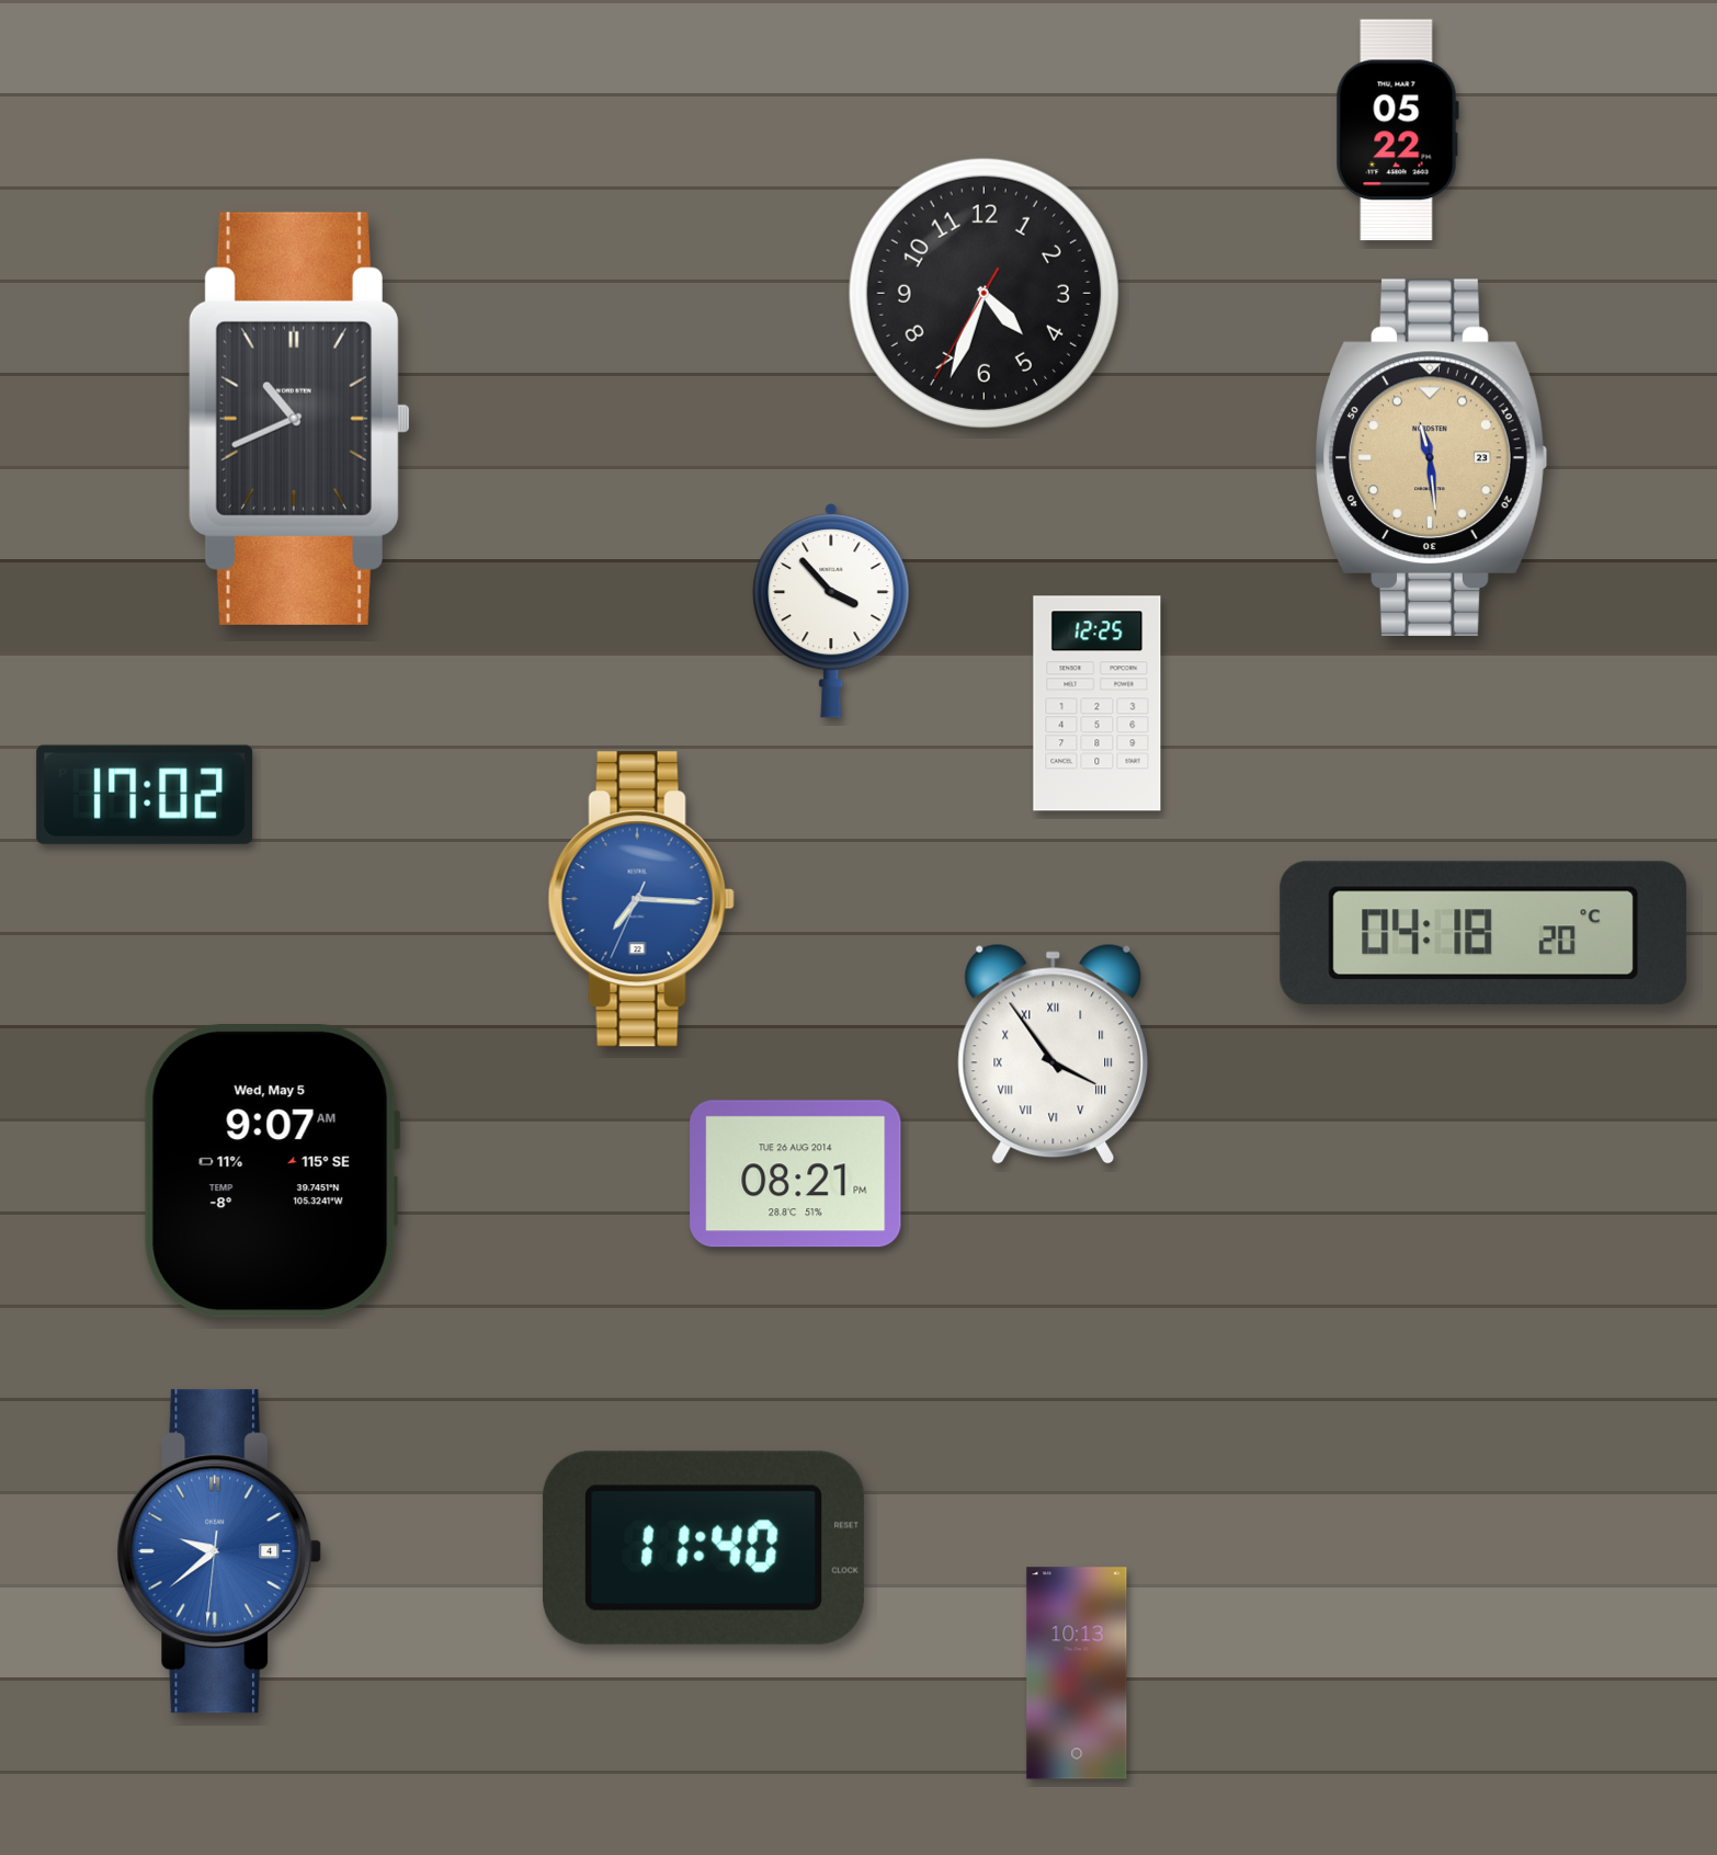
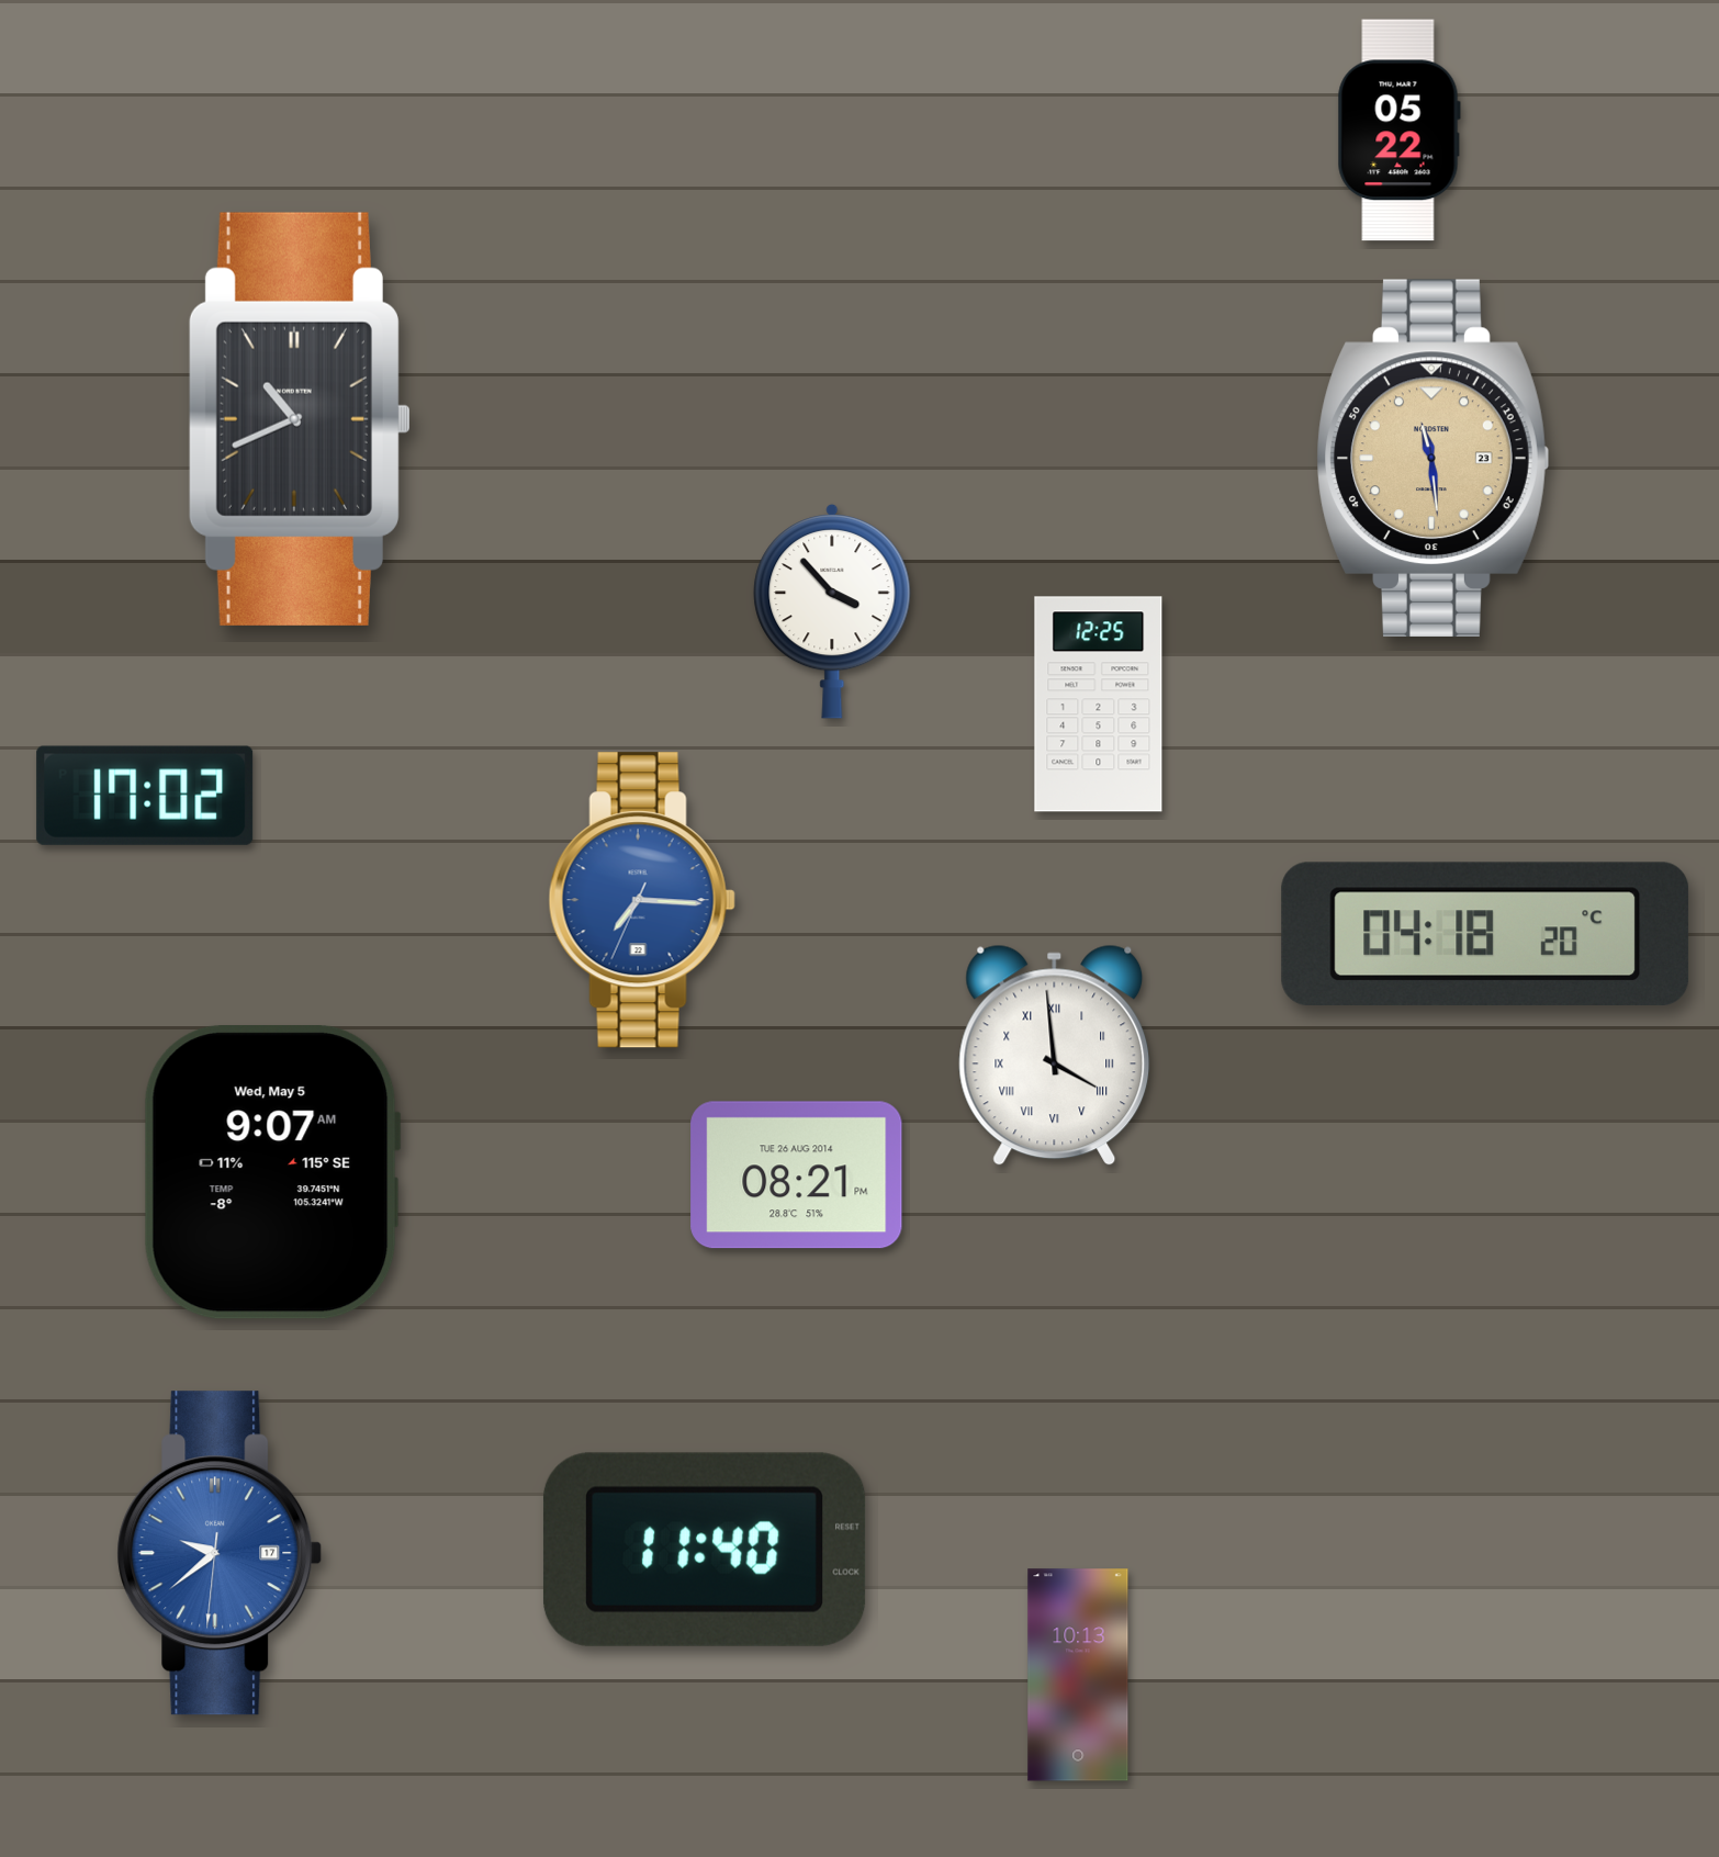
clock at (983, 293): 4:33 -> none
clock at (1054, 1054): 3:54 -> 3:59
clock at (219, 1551) date: 4 -> 17
